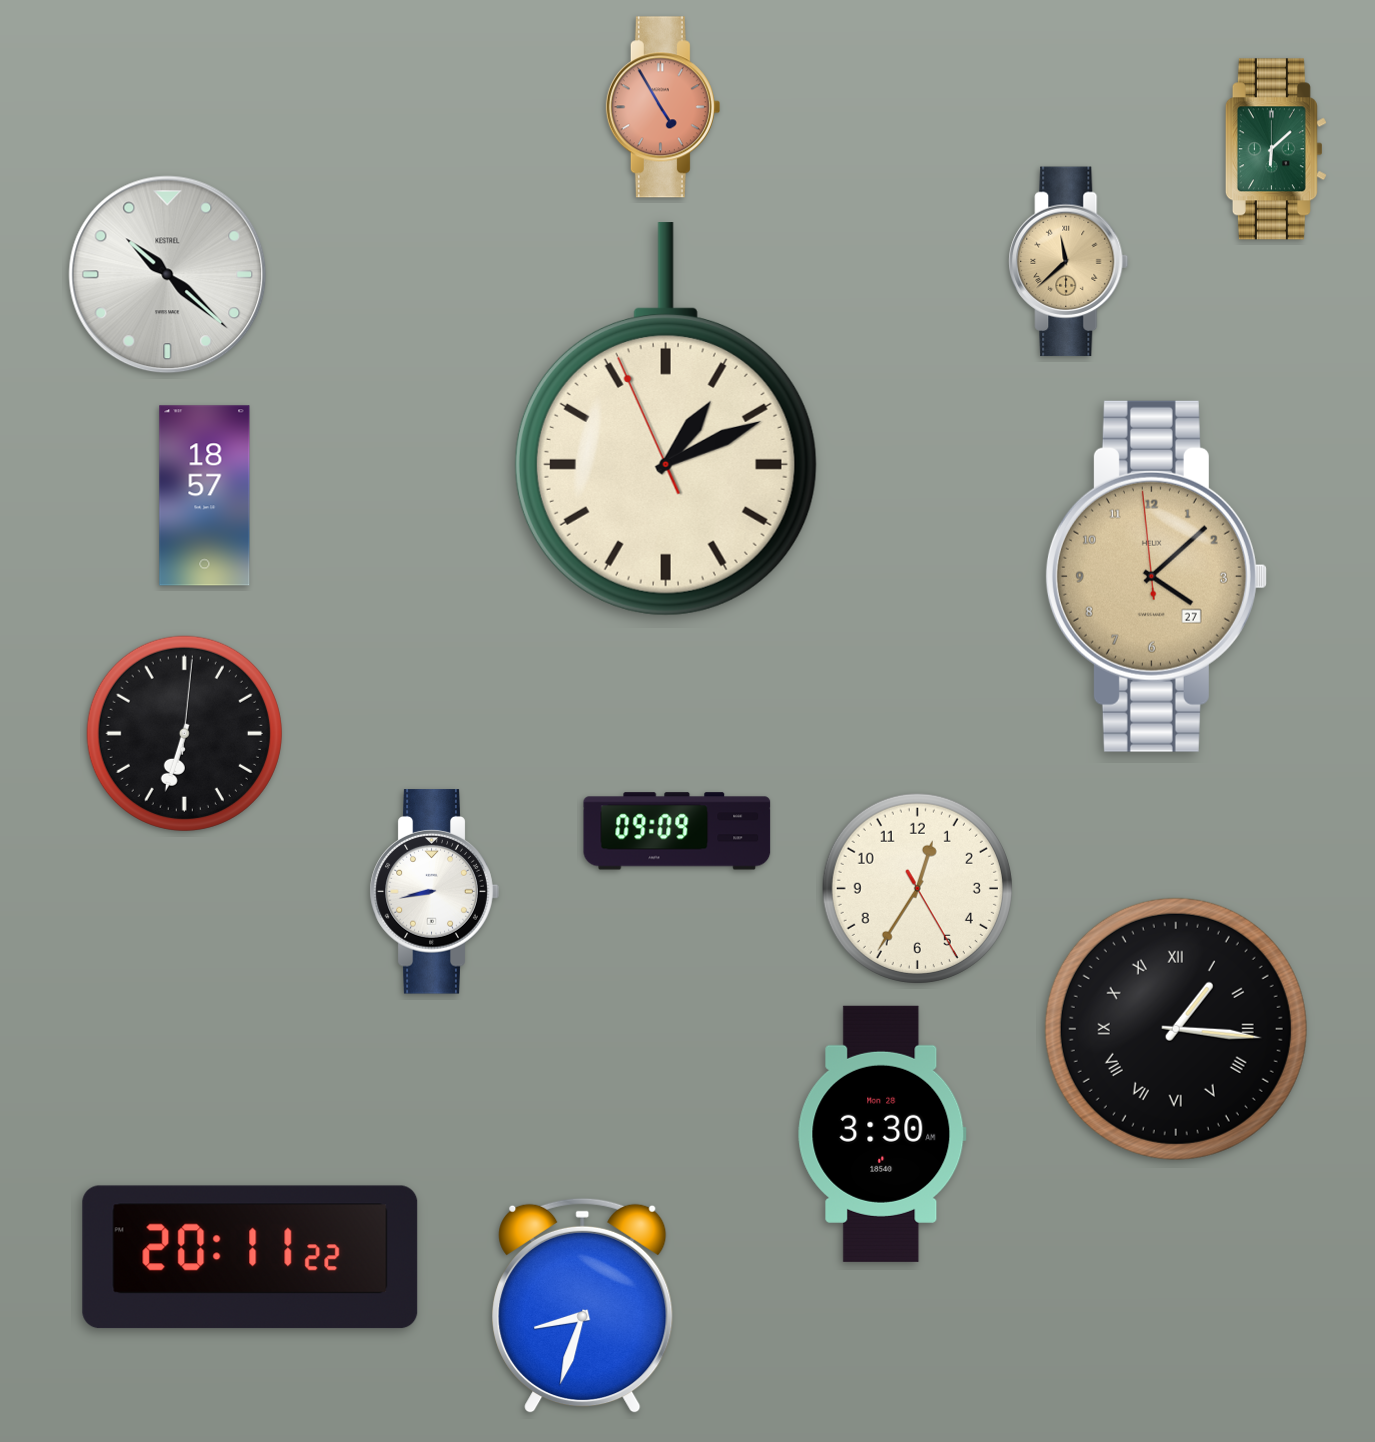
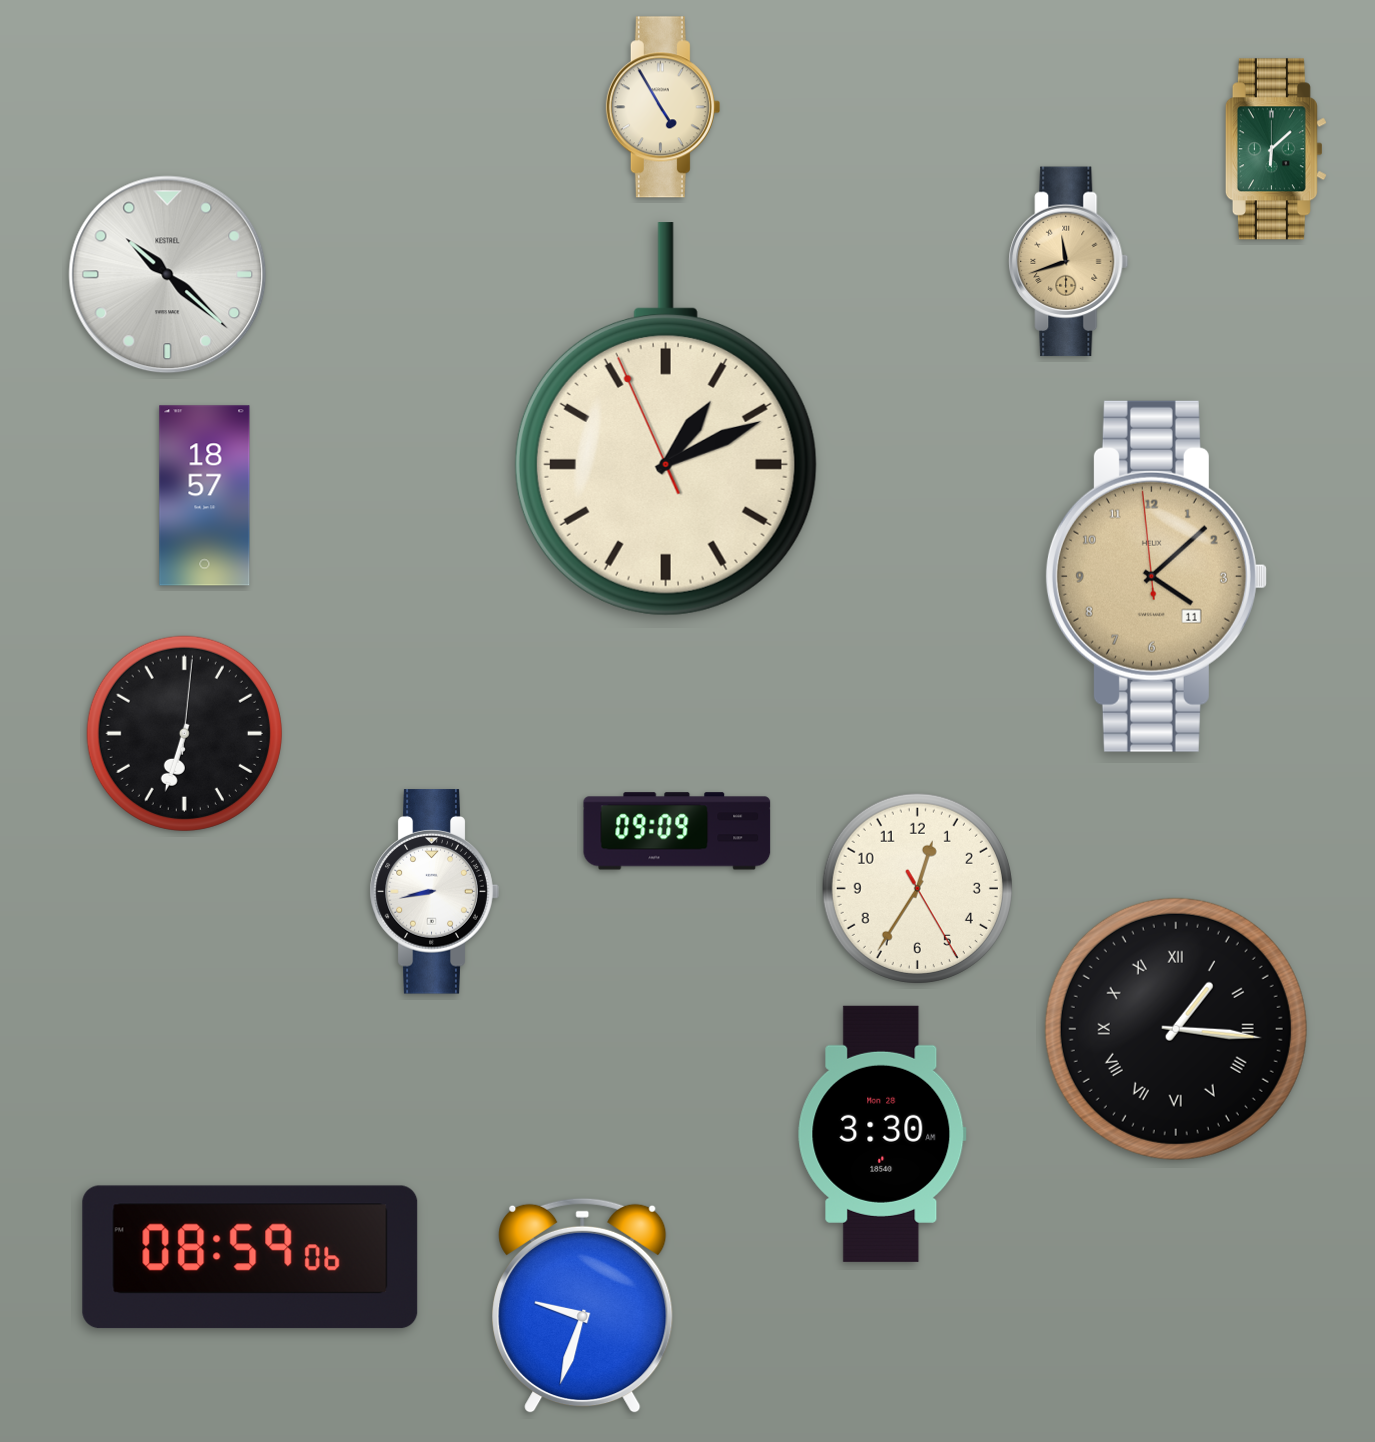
clock at (663, 107) dial: salmon -> cream
clock at (1069, 262): 11:38 -> 11:42
clock at (1156, 576) date: 27 -> 11
clock at (250, 1257): 20:11 -> 08:59
clock at (583, 1306): 8:33 -> 9:33
